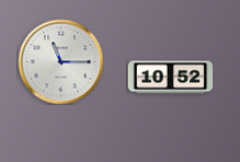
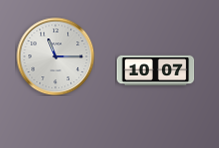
clock at (170, 78): 10:52 -> 10:07
